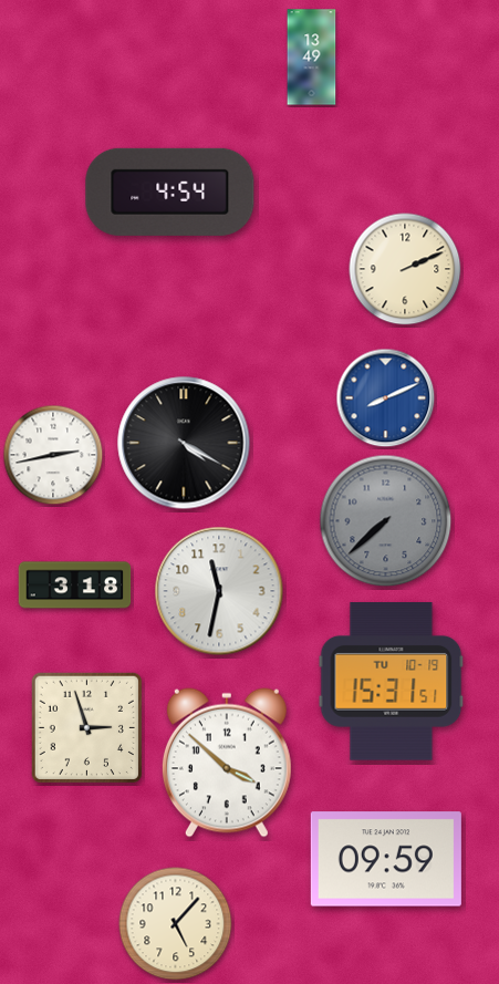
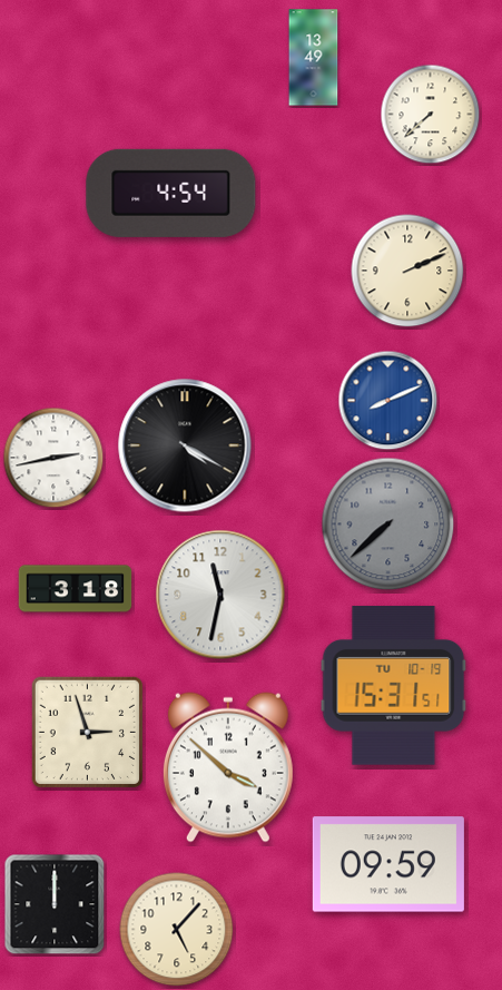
clock at (431, 115): none -> 7:38
clock at (55, 904): none -> 12:00
